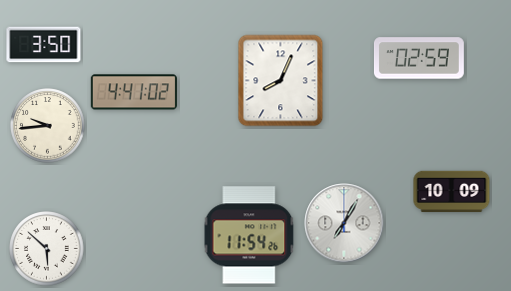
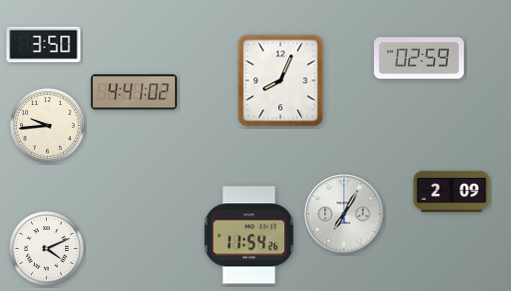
clock at (452, 192): 10:09 -> 2:09
clock at (344, 223) position: (344, 223) -> (344, 214)
clock at (47, 249): 5:52 -> 4:11
